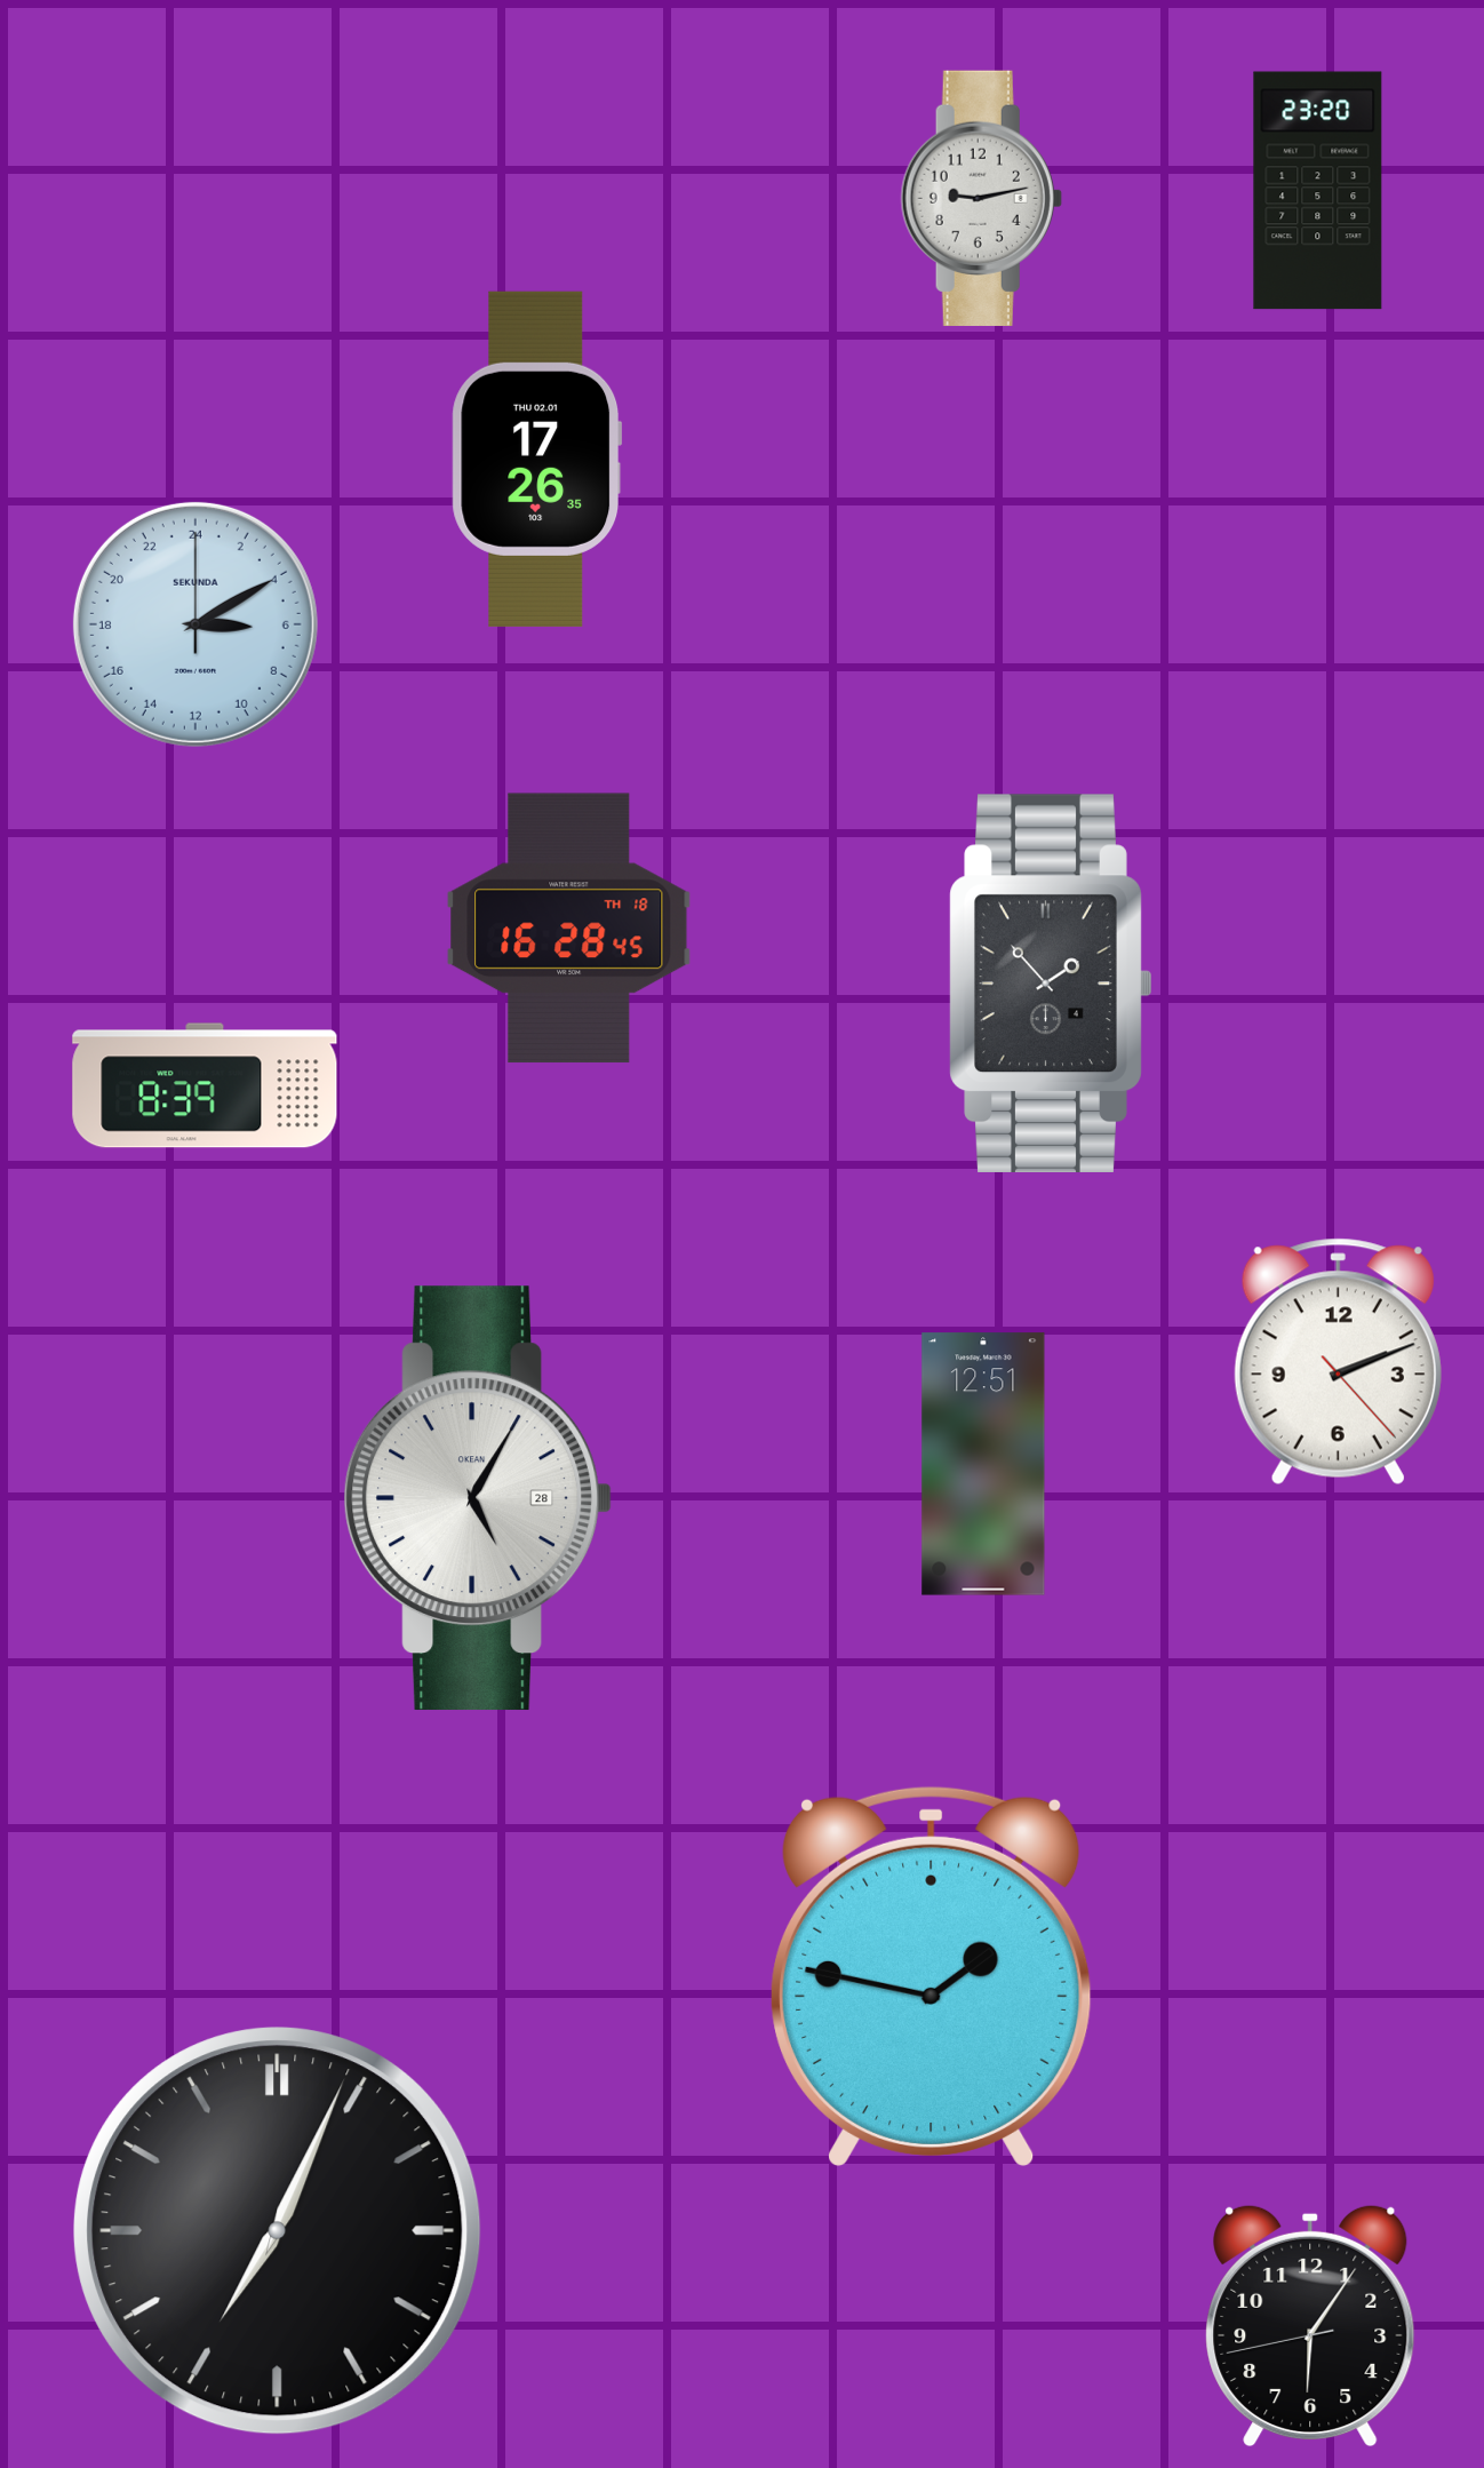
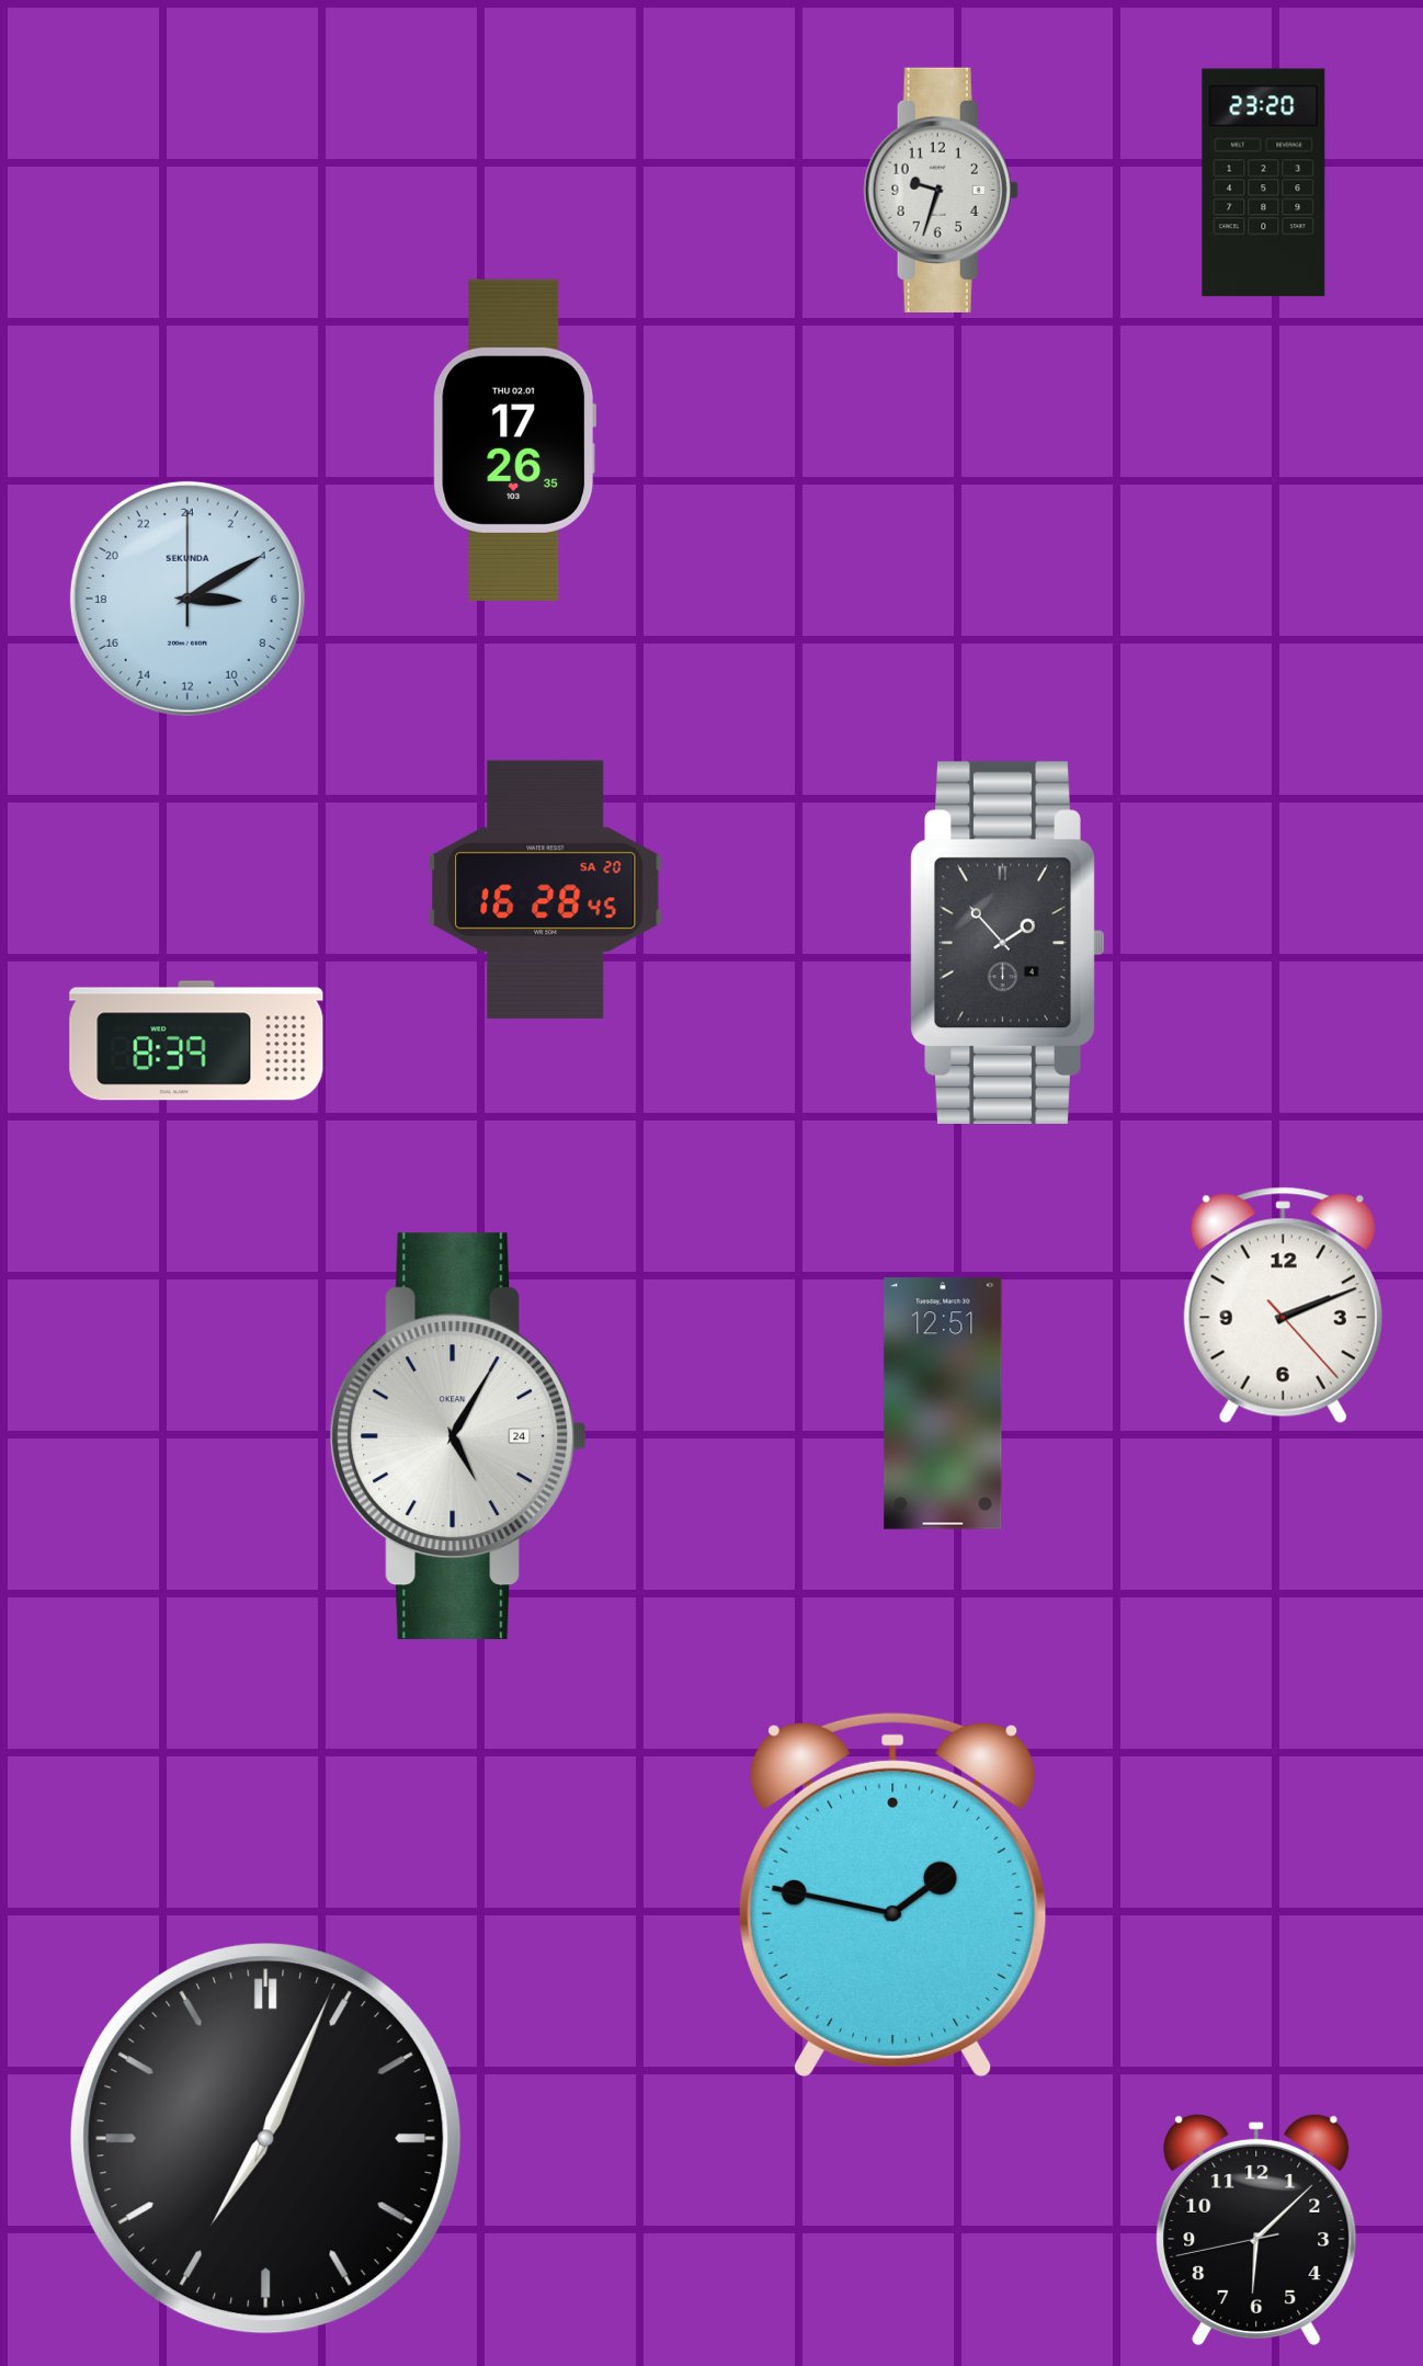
clock at (981, 198): 9:13 -> 9:33
clock at (569, 929) date: TH 18 -> SA 20
clock at (477, 1498) date: 28 -> 24
clock at (1310, 2326): 6:05 -> 6:07
